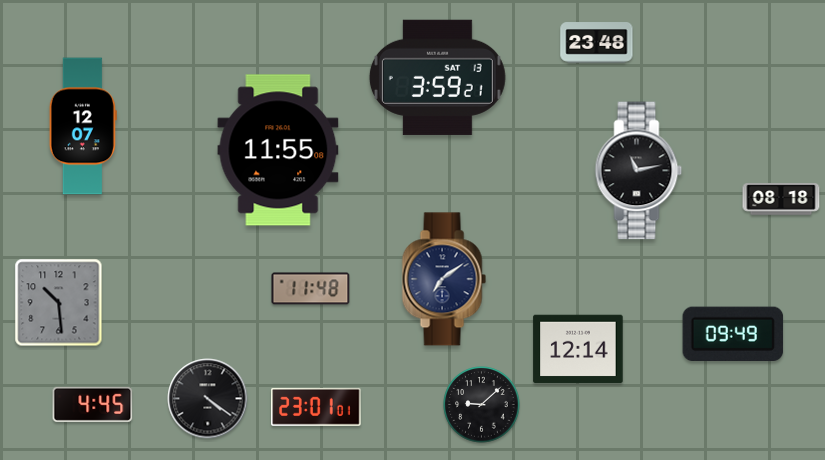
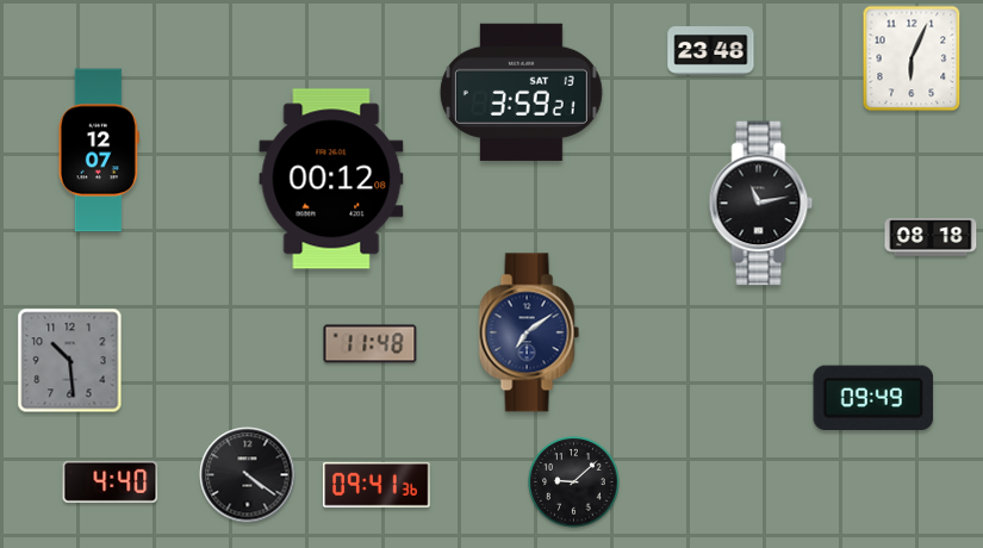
clock at (912, 58): none -> 6:04
clock at (278, 150): 11:55 -> 00:12
clock at (578, 349): 12:14 -> none
clock at (93, 404): 4:45 -> 4:40
clock at (316, 407): 23:01 -> 09:41
